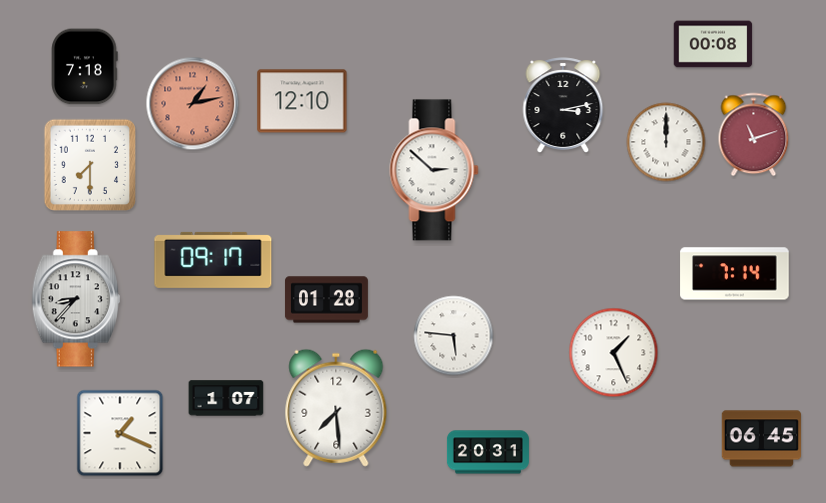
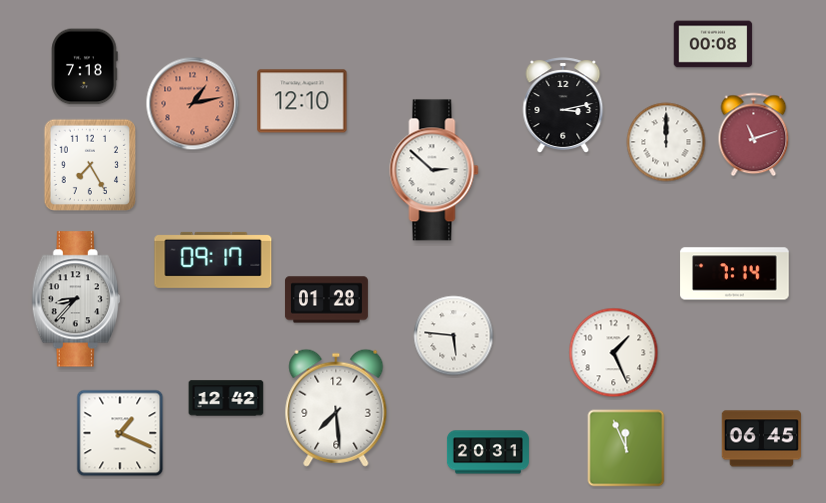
clock at (90, 165): 7:30 -> 7:25
clock at (226, 398): 1:07 -> 12:42
clock at (626, 448): none -> 11:56
